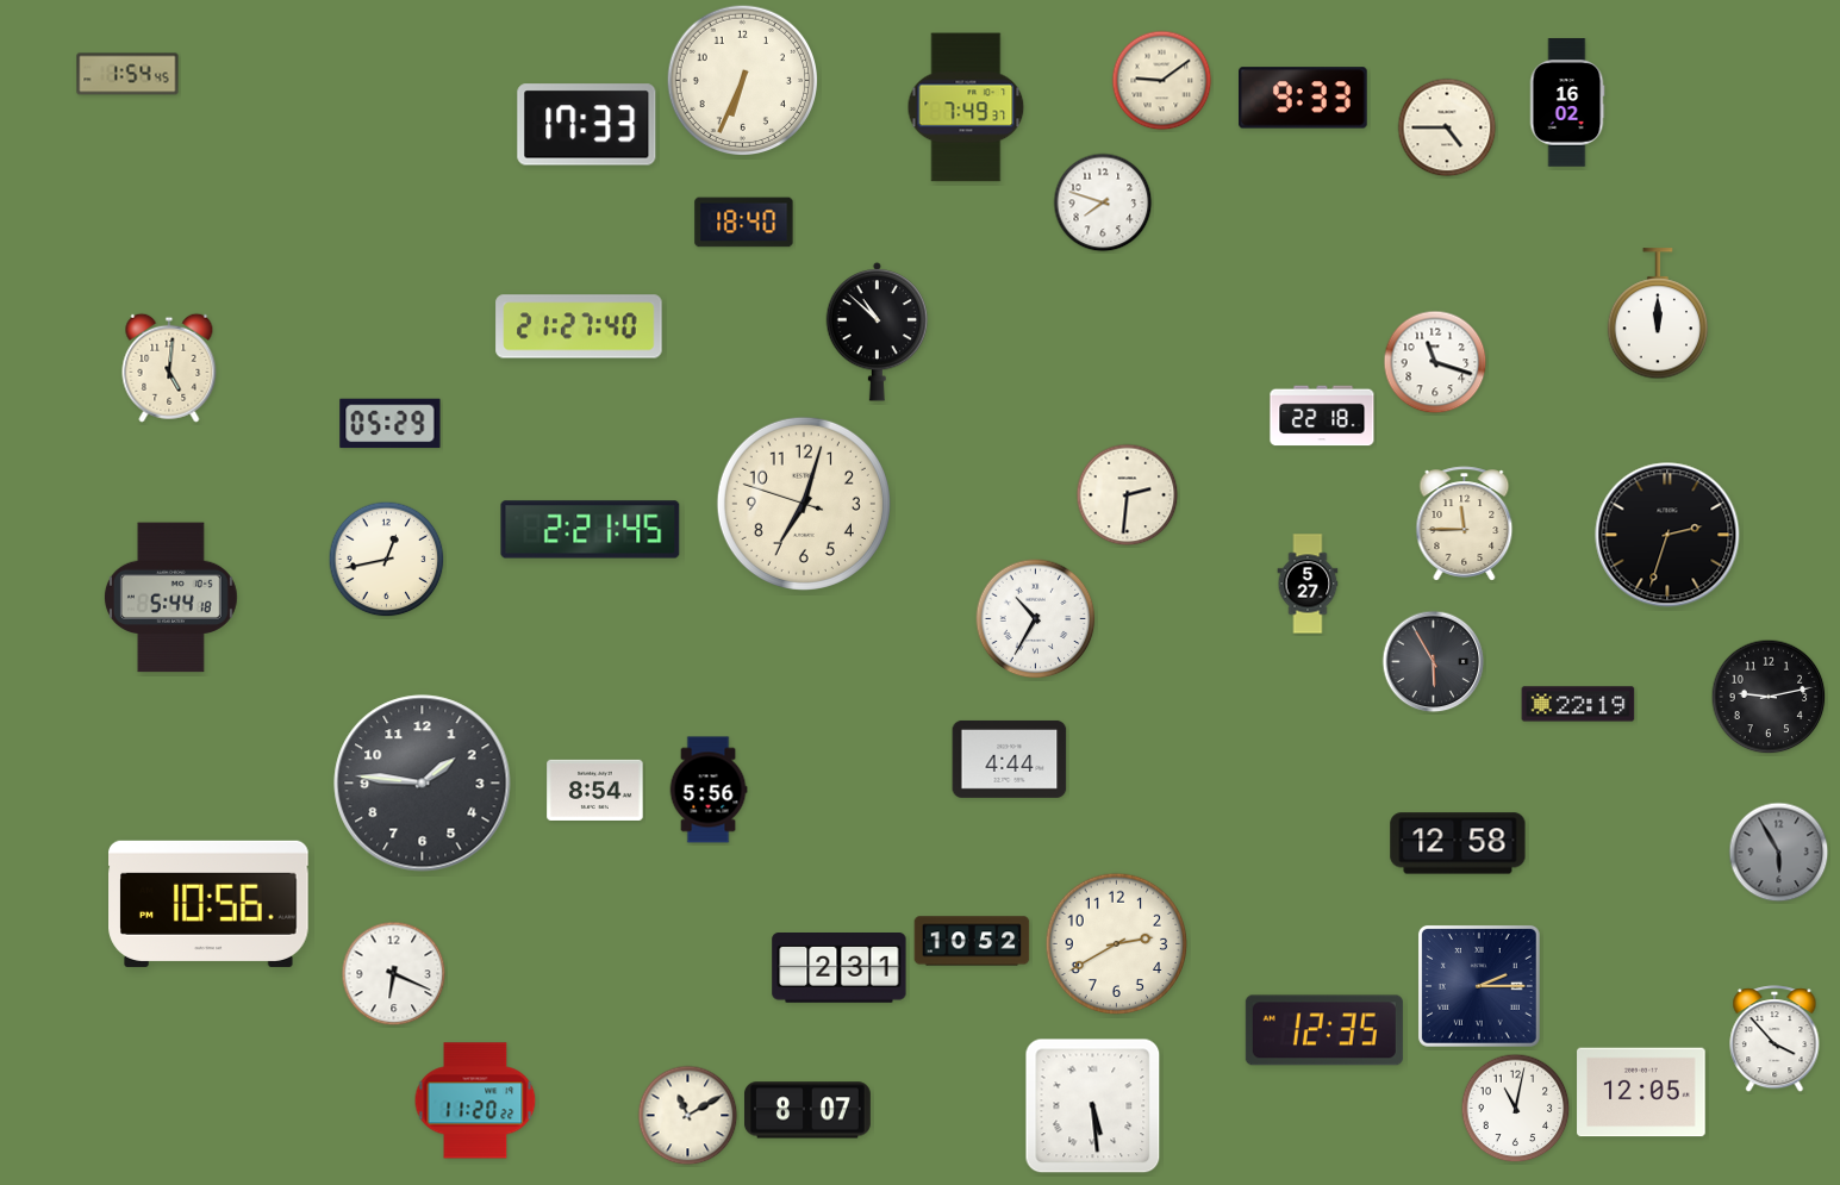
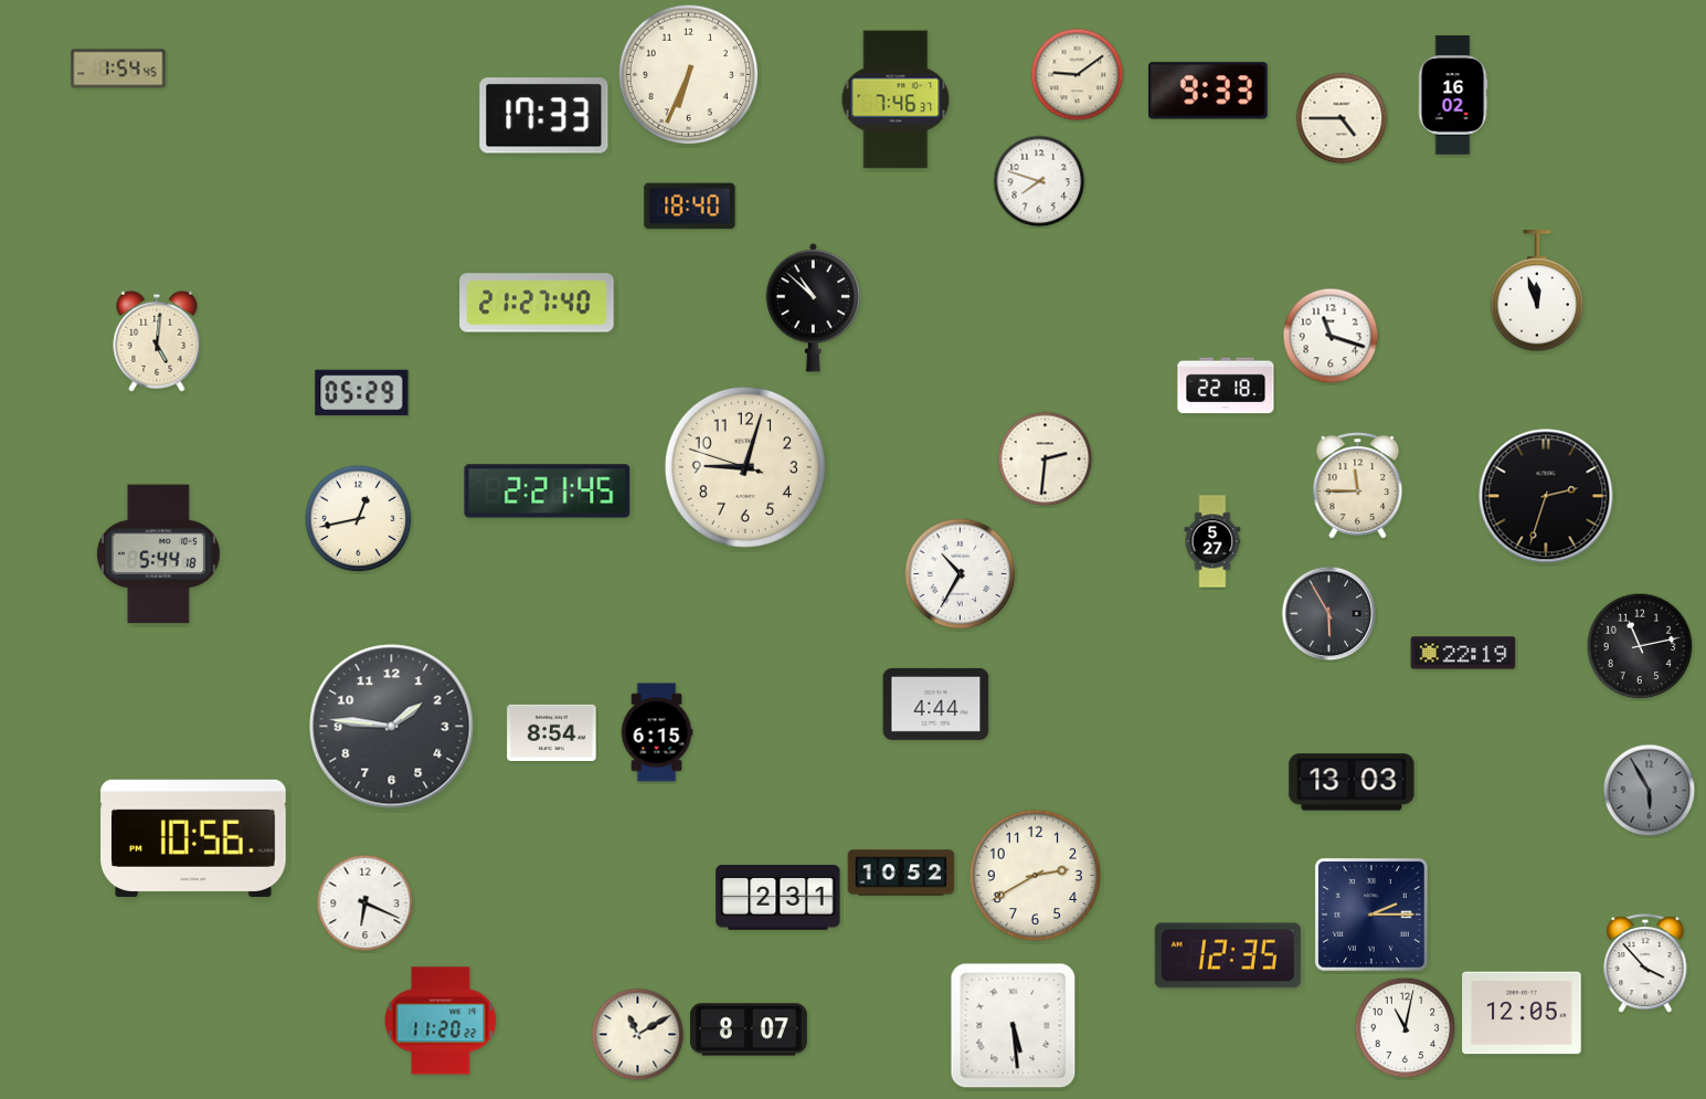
clock at (966, 107): 7:49 -> 7:46
clock at (1103, 202) position: (1103, 202) -> (1039, 181)
clock at (1658, 314): 12:00 -> 11:57
clock at (804, 504): 7:02 -> 9:02
clock at (1769, 697): 9:13 -> 11:13
clock at (709, 790): 5:56 -> 6:15
clock at (1458, 843): 12:58 -> 13:03
